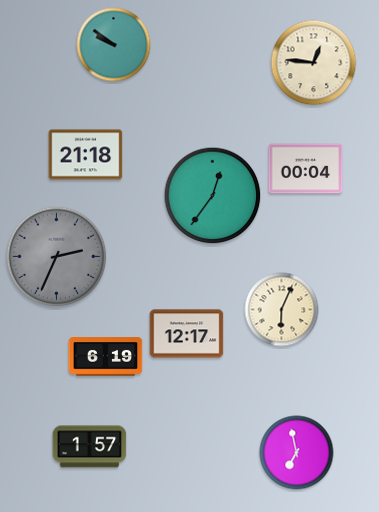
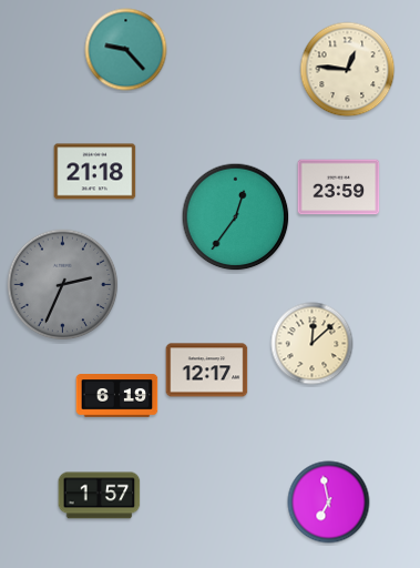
clock at (114, 45): 9:51 -> 9:23
clock at (306, 169): 00:04 -> 23:59
clock at (282, 310): 6:04 -> 12:08
